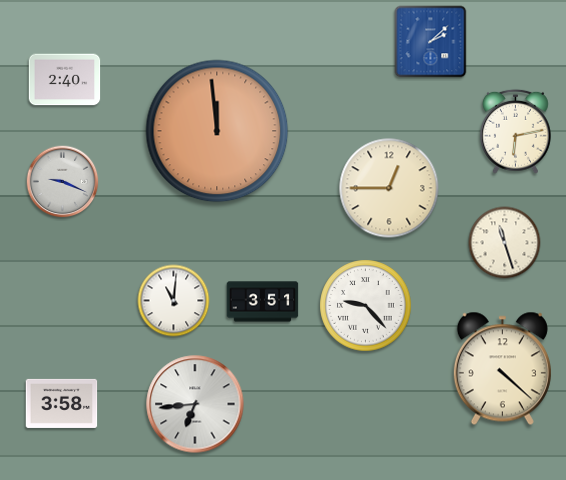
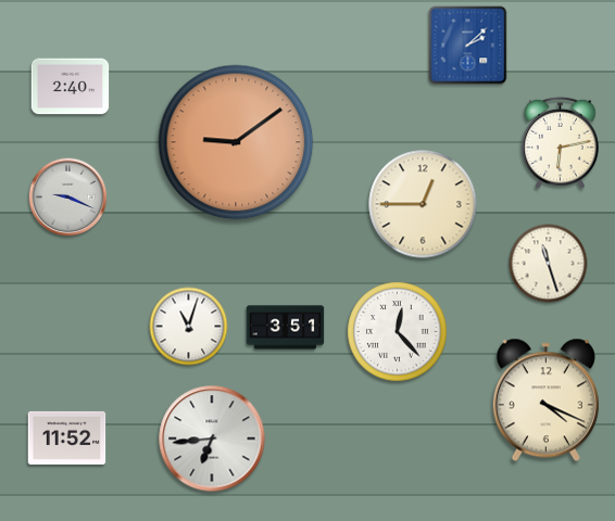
clock at (217, 131): 11:59 -> 9:09
clock at (174, 301): 11:01 -> 11:03
clock at (366, 306): 9:23 -> 12:23
clock at (502, 369): 4:22 -> 4:19
clock at (62, 403): 3:58 -> 11:52
